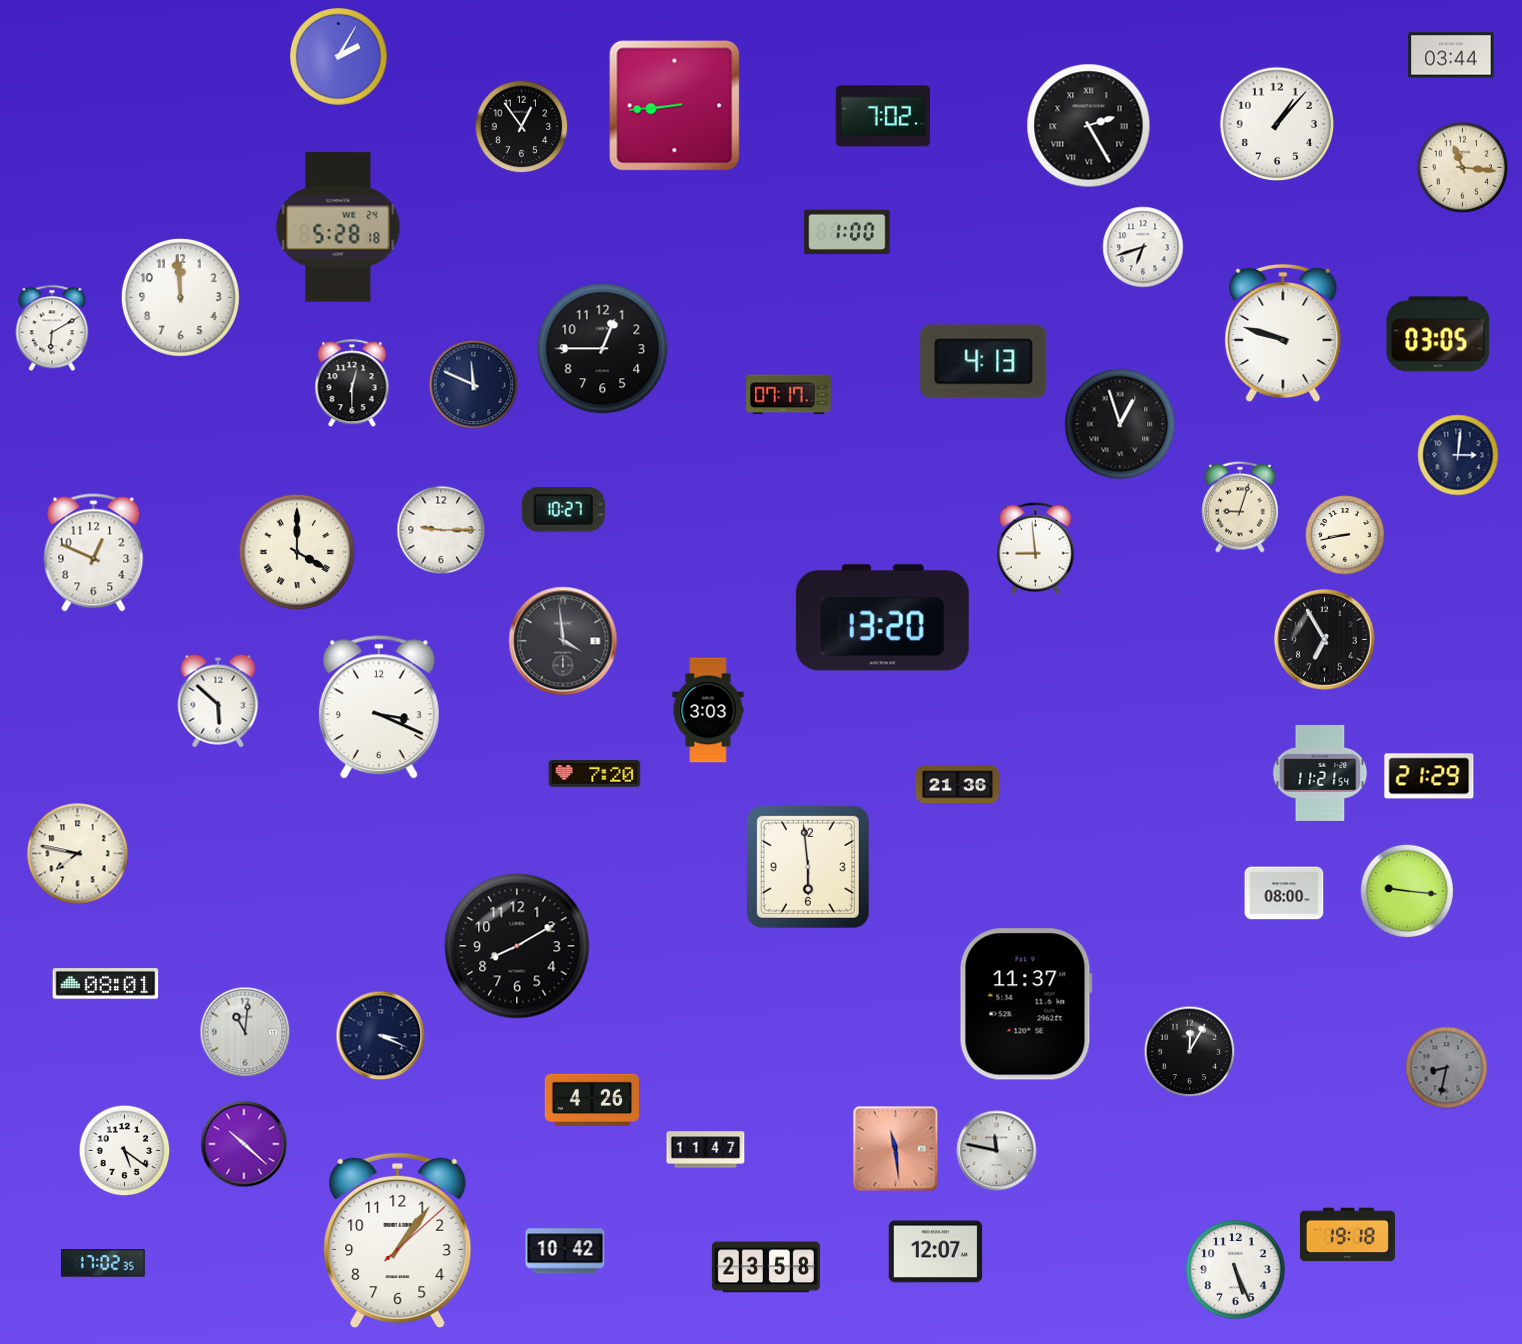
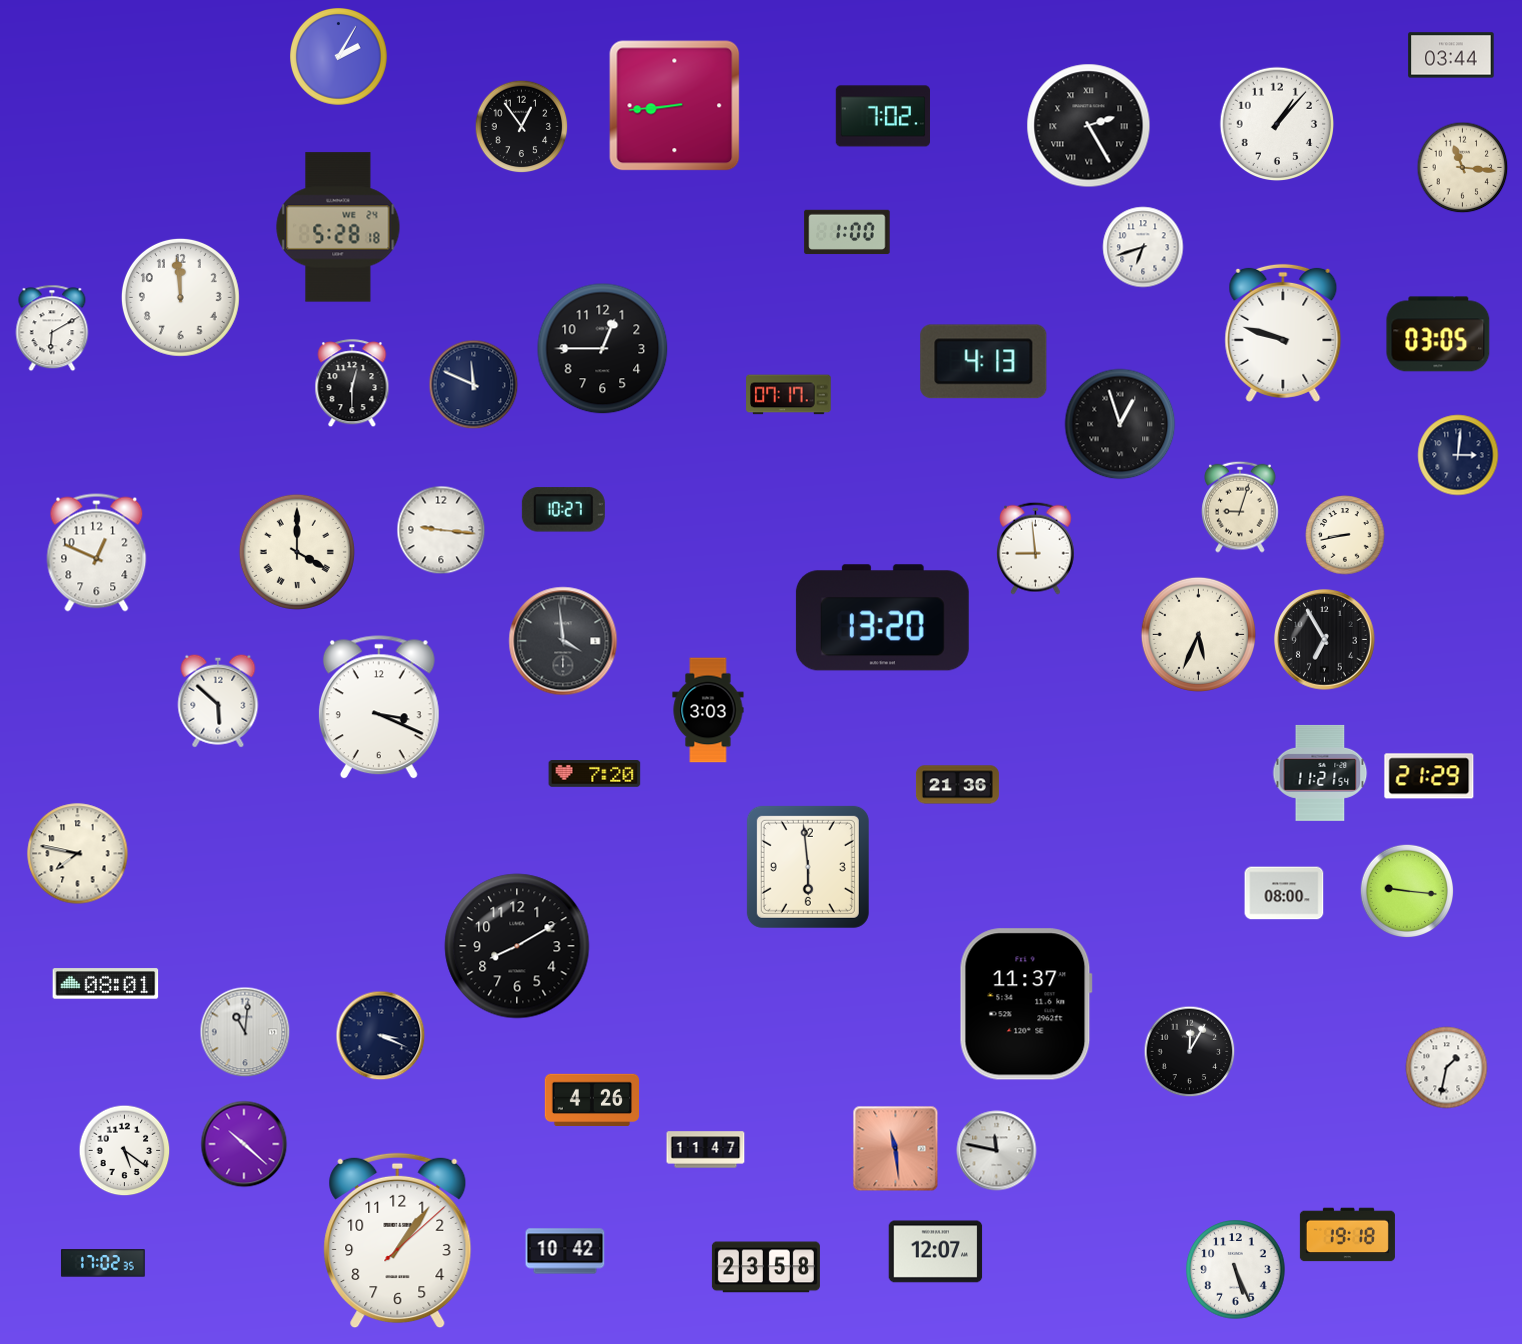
clock at (441, 530): 9:15 -> 9:16
clock at (94, 553) position: (94, 553) -> (97, 553)
clock at (1198, 634): none -> 5:34
clock at (1447, 1068): 8:32 -> 1:32
clock at (1447, 1068) dial: grey -> white
